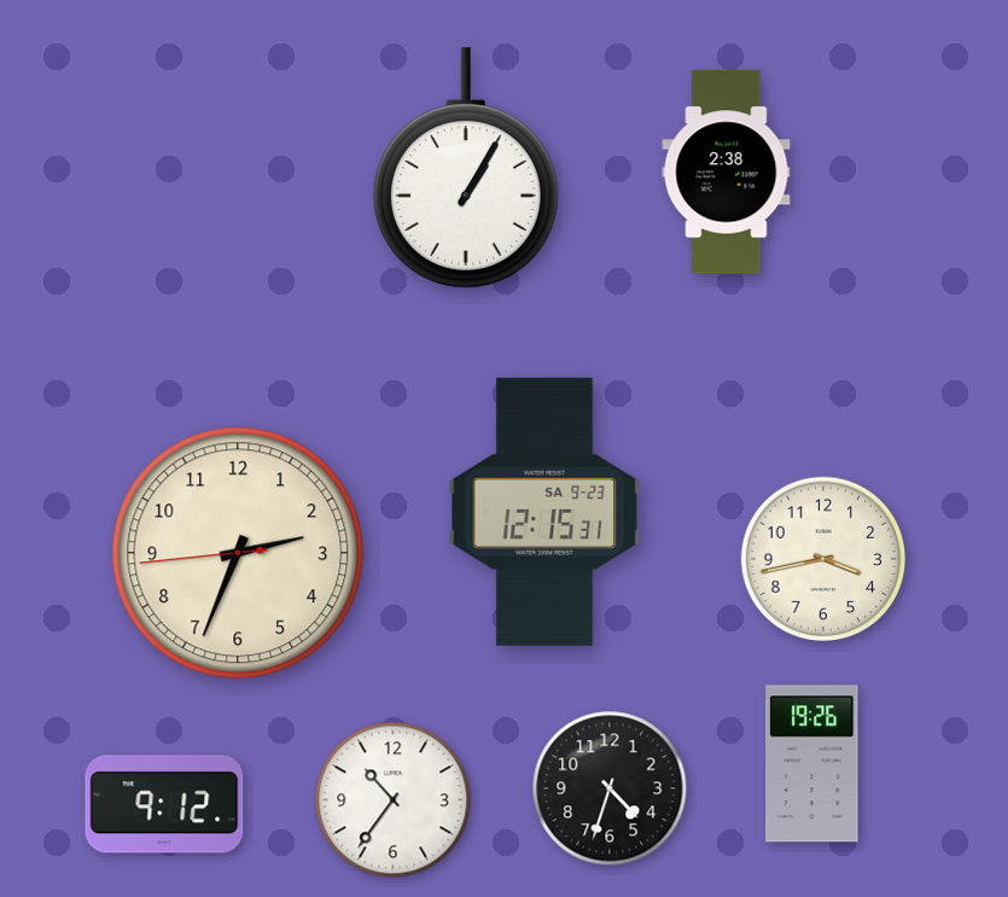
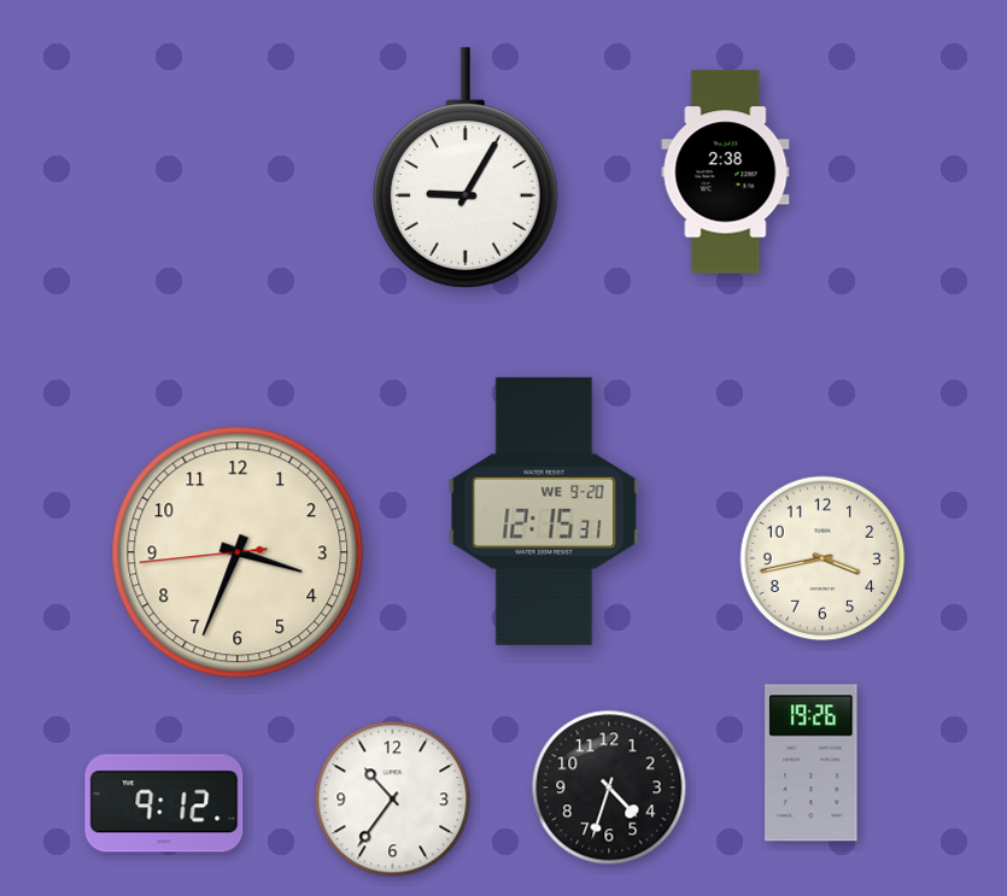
clock at (466, 168): 1:05 -> 9:05
clock at (544, 512) date: SA 9-23 -> WE 9-20
clock at (238, 553): 2:33 -> 3:33
